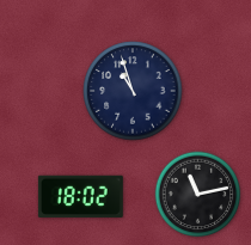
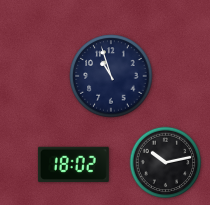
clock at (198, 195): 11:13 -> 10:13
clock at (80, 196) position: (80, 196) -> (73, 164)
